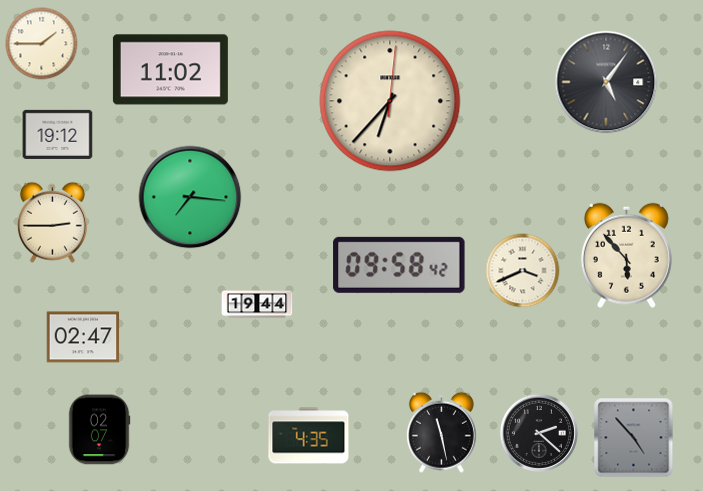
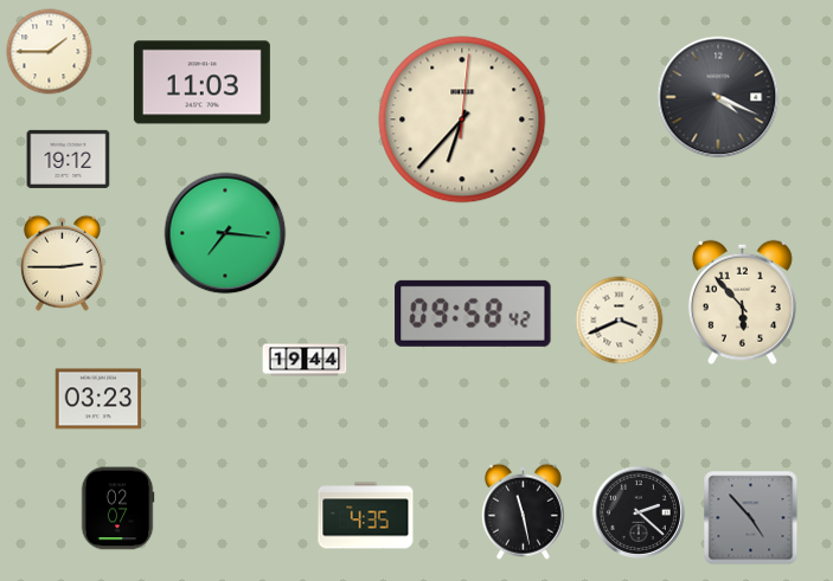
clock at (170, 70): 11:02 -> 11:03
clock at (606, 82): 5:06 -> 4:19
clock at (83, 337): 02:47 -> 03:23
